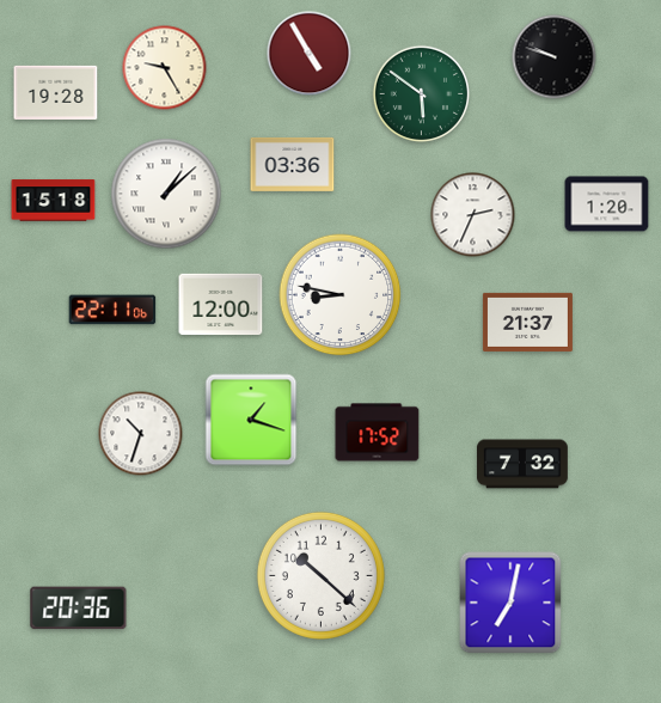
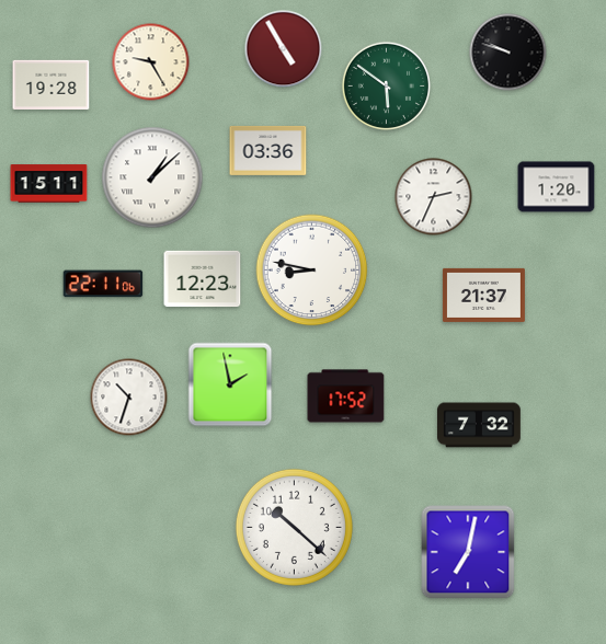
clock at (54, 201): 15:18 -> 15:11
clock at (221, 305): 12:00 -> 12:23
clock at (251, 420): 1:18 -> 1:58
clock at (79, 609): 20:36 -> none
